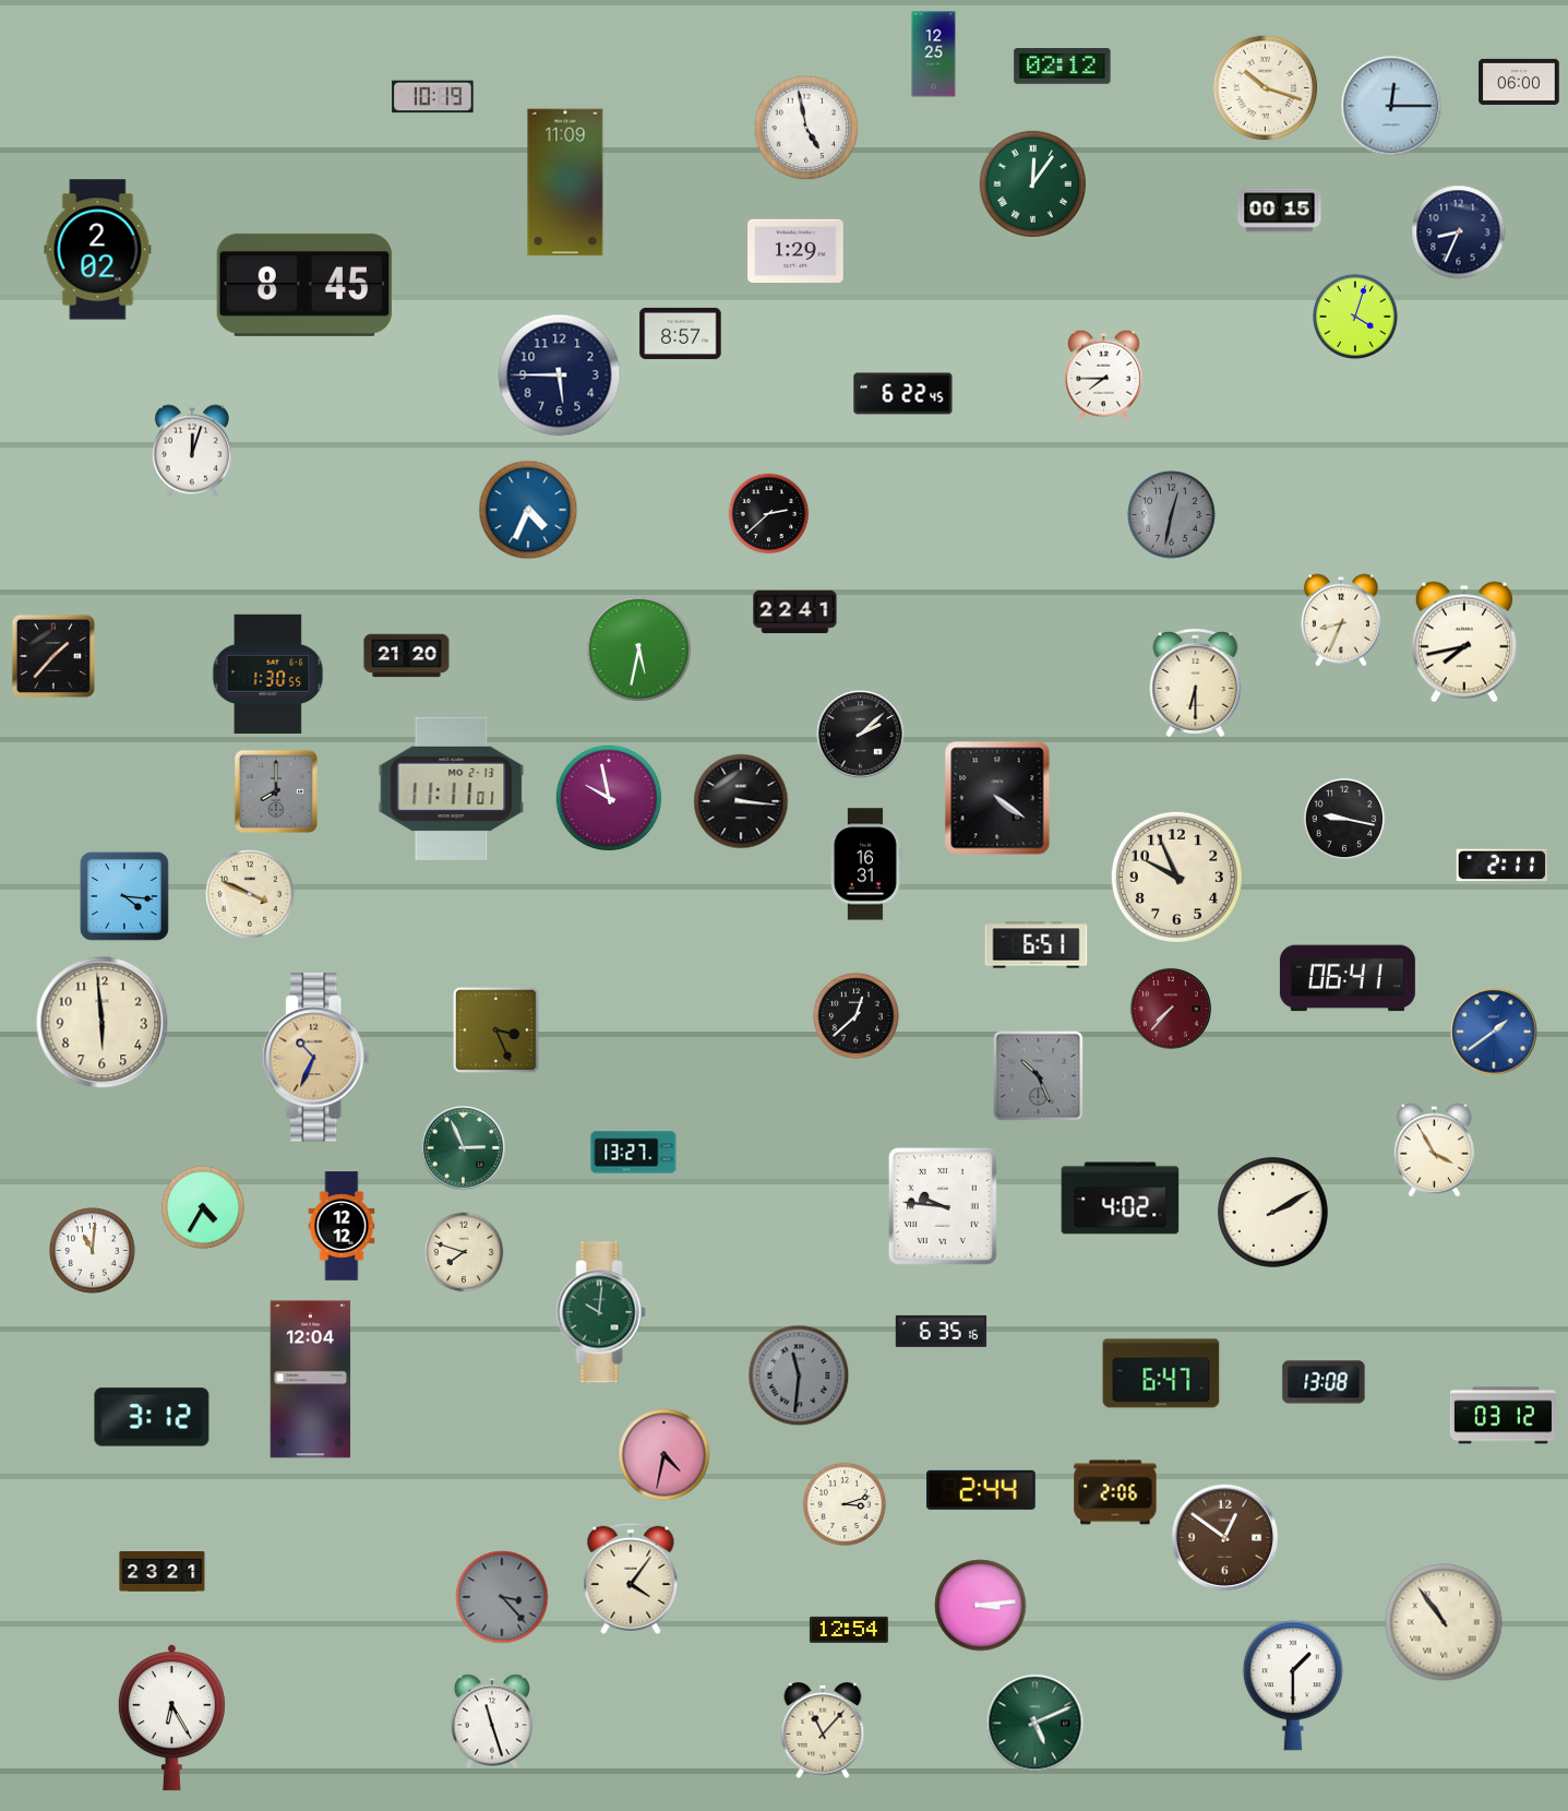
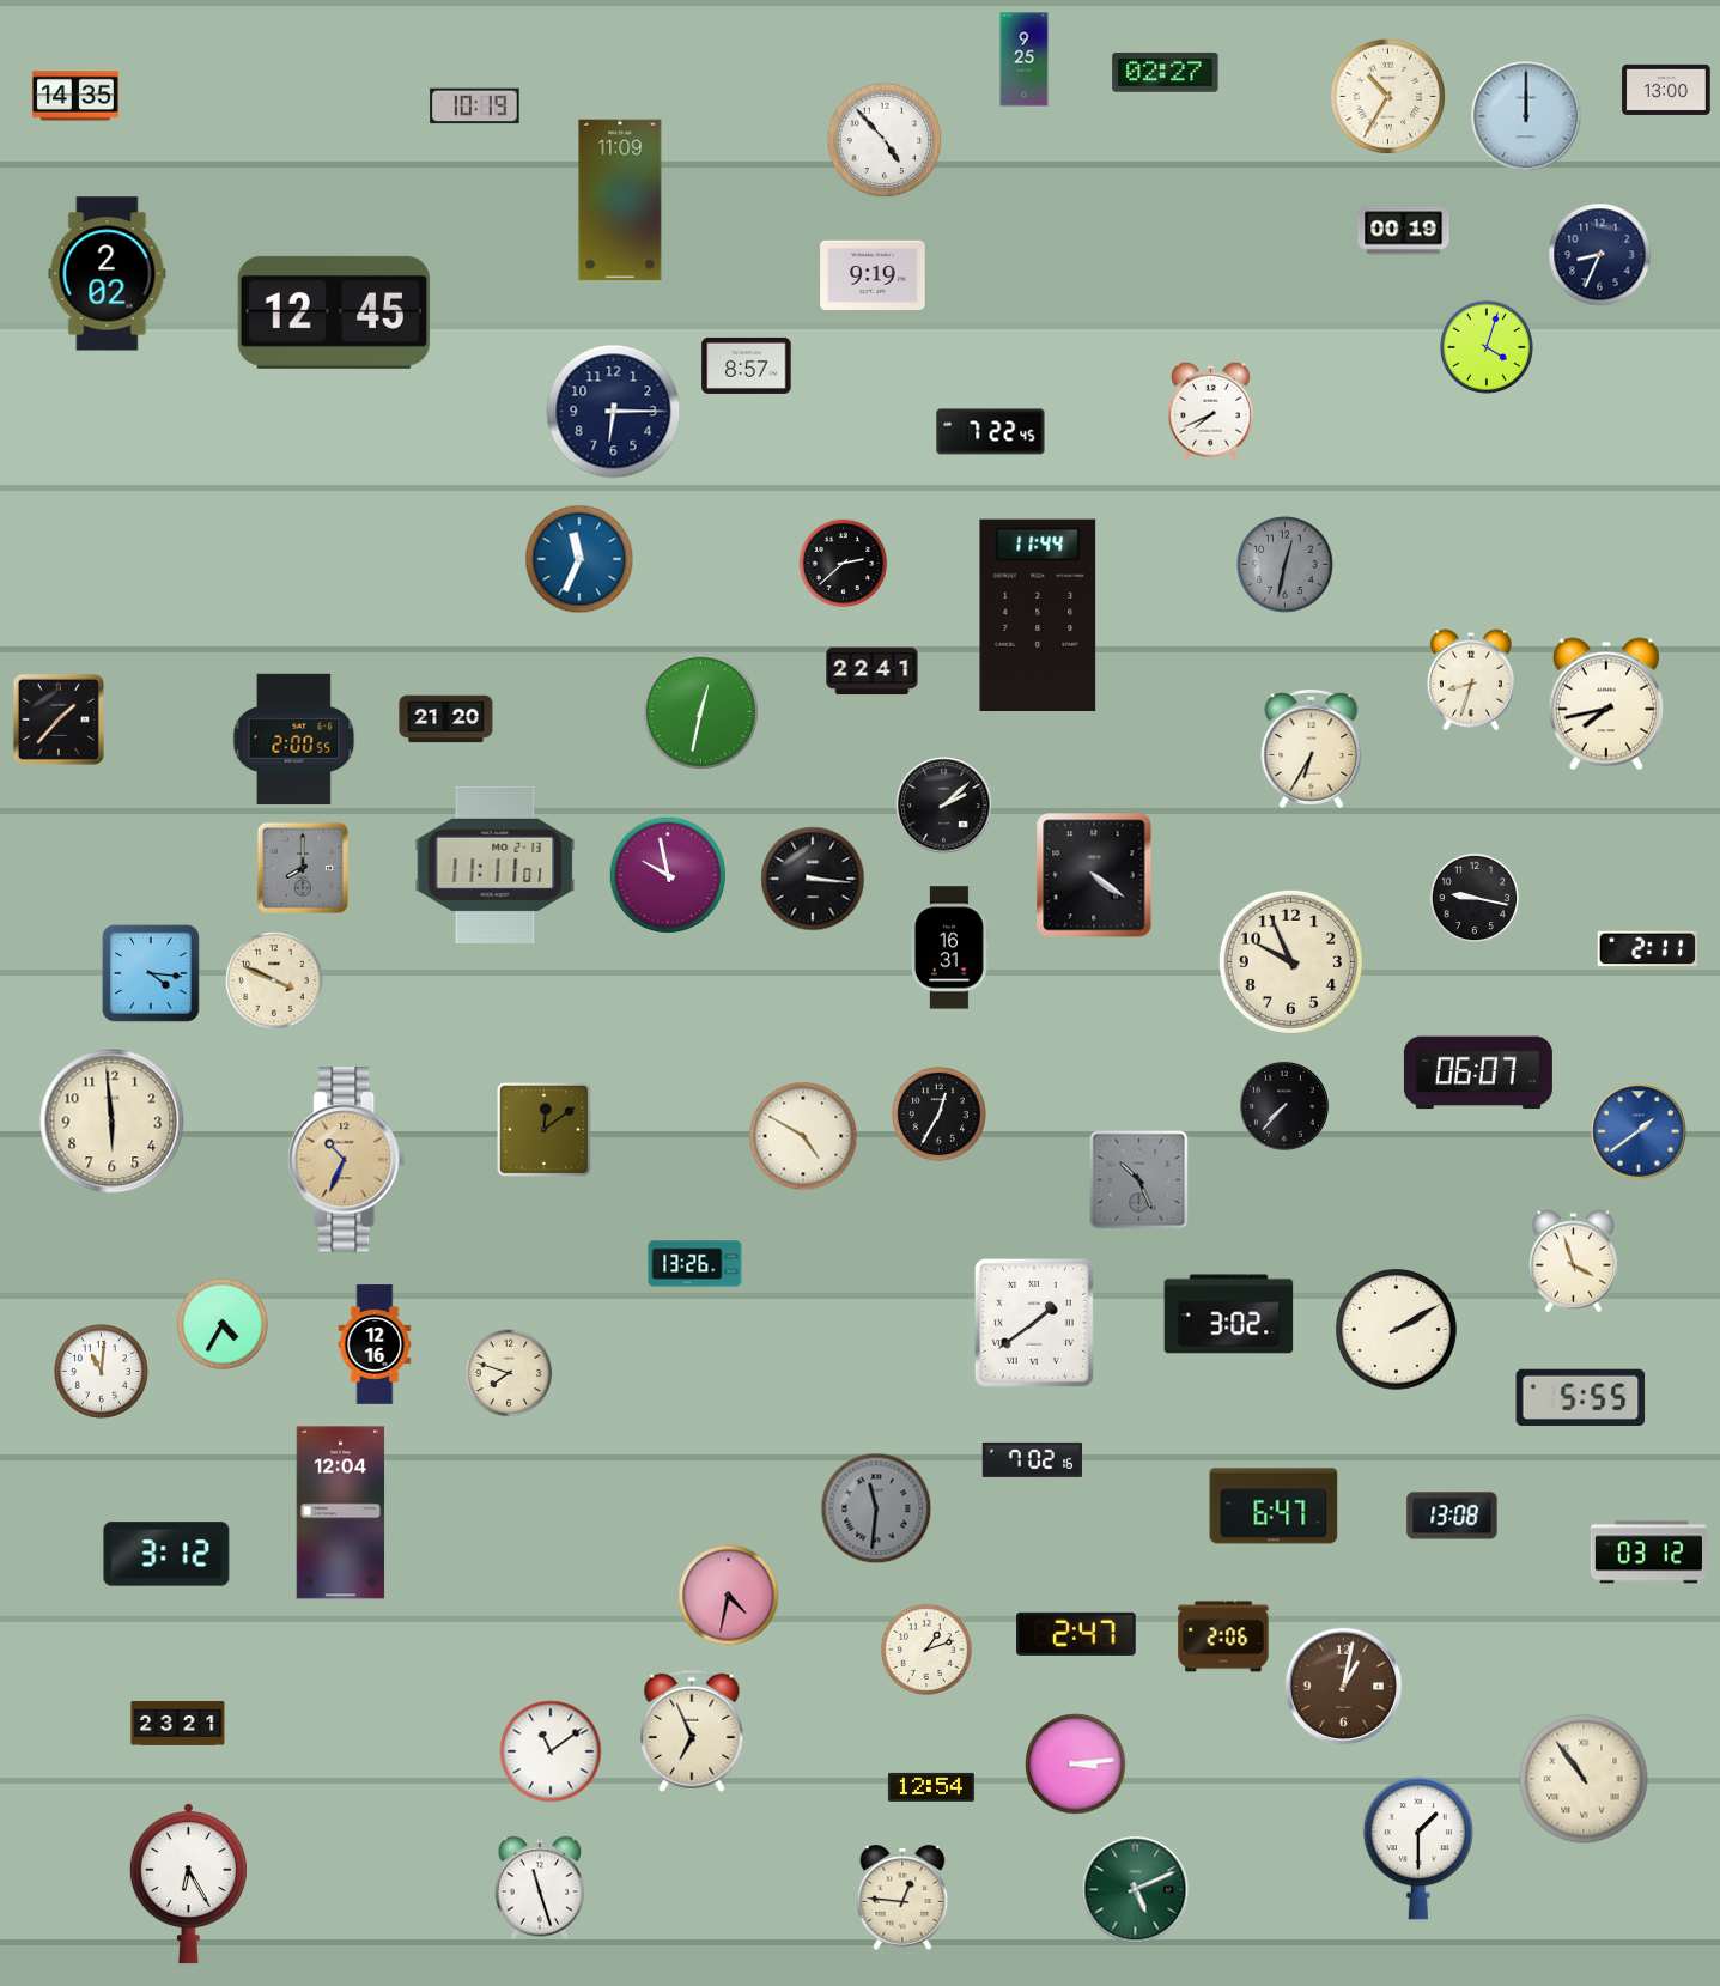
clock at (934, 55): 12:25 -> 9:25
clock at (1063, 67): 02:12 -> 02:27
clock at (1519, 82): 06:00 -> 13:00
clock at (75, 96): none -> 14:35
clock at (1266, 88): 10:18 -> 10:35
clock at (1391, 106): 12:15 -> 12:00
clock at (806, 128): 4:58 -> 4:53
clock at (1032, 183): 12:06 -> none
clock at (1280, 211): 00:15 -> 00:19
clock at (795, 251): 1:29 -> 9:19
clock at (304, 285): 8:45 -> 12:45
clock at (1104, 374): 7:45 -> 7:41
clock at (560, 376): 5:45 -> 6:15
clock at (903, 394): 6:22 -> 7:22
clock at (192, 451): 12:03 -> none
clock at (528, 510): 4:34 -> 11:34
clock at (1038, 614): none -> 11:44
clock at (1341, 620): 8:34 -> 8:33
clock at (639, 650): 5:32 -> 12:32
clock at (268, 675): 1:30 -> 2:00
clock at (1196, 682): 6:30 -> 6:35
clock at (124, 896) position: (124, 896) -> (151, 973)
clock at (1037, 945): 6:51 -> none
clock at (1348, 978): 06:41 -> 06:07
clock at (1171, 1009) dial: burgundy -> black
clock at (855, 1015): 12:38 -> 12:35
clock at (495, 1029): 3:26 -> 12:09
clock at (803, 1136): none -> 4:50
clock at (464, 1148): 2:56 -> none
clock at (1434, 1151): 3:55 -> 3:57
clock at (634, 1153): 13:27 -> 13:26
clock at (1121, 1199): 4:02 -> 3:02
clock at (943, 1206): 9:46 -> 1:39
clock at (342, 1226): 12:12 -> 12:16
clock at (1581, 1398): none -> 5:55
clock at (601, 1312): 10:01 -> none
clock at (941, 1331): 6:35 -> 7:02
clock at (982, 1490): 2:44 -> 2:47
clock at (845, 1504): 3:12 -> 1:12
clock at (1225, 1538): 12:51 -> 1:02
clock at (631, 1578): 4:06 -> 6:56
clock at (502, 1597): 3:23 -> 11:09
clock at (502, 1597) dial: grey -> white
clock at (981, 1606) position: (981, 1606) -> (1076, 1765)
clock at (823, 1730): 11:07 -> 12:46
